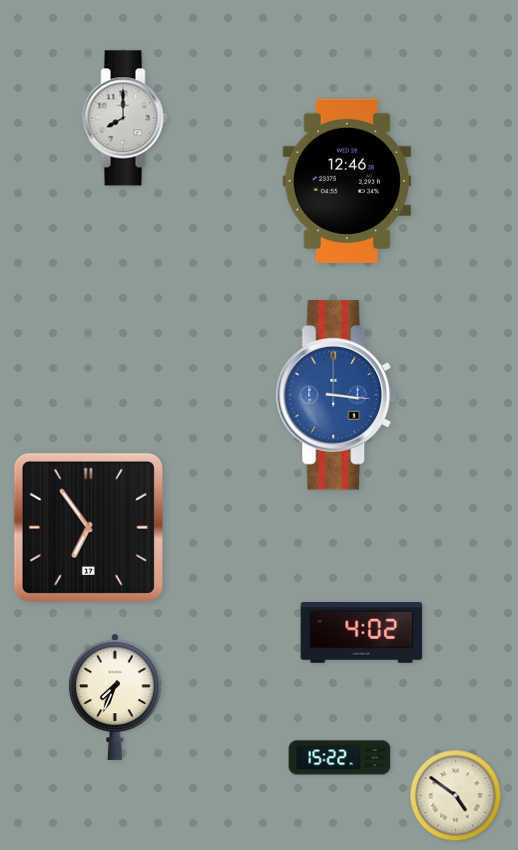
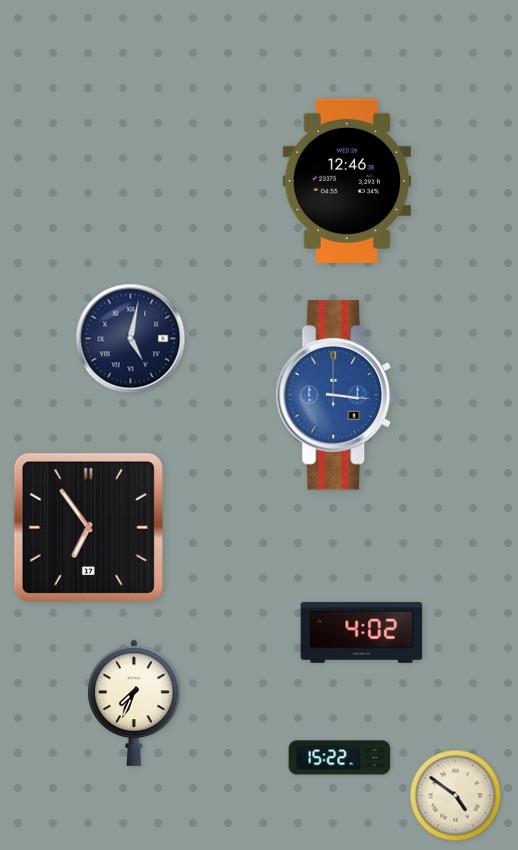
clock at (125, 118): 8:00 -> none
clock at (131, 339): none -> 5:02
clock at (115, 697) position: (115, 697) -> (134, 703)
